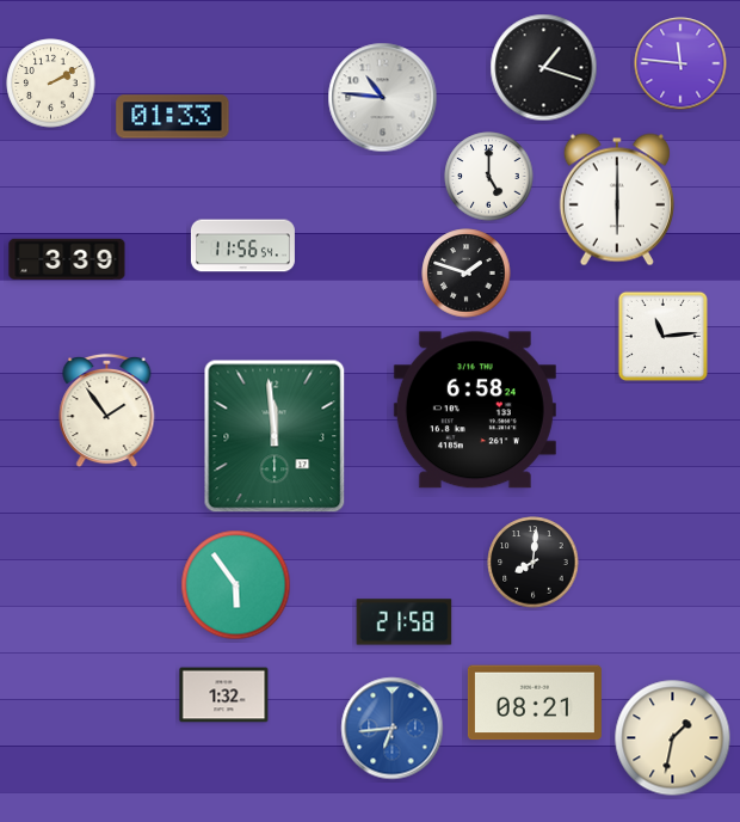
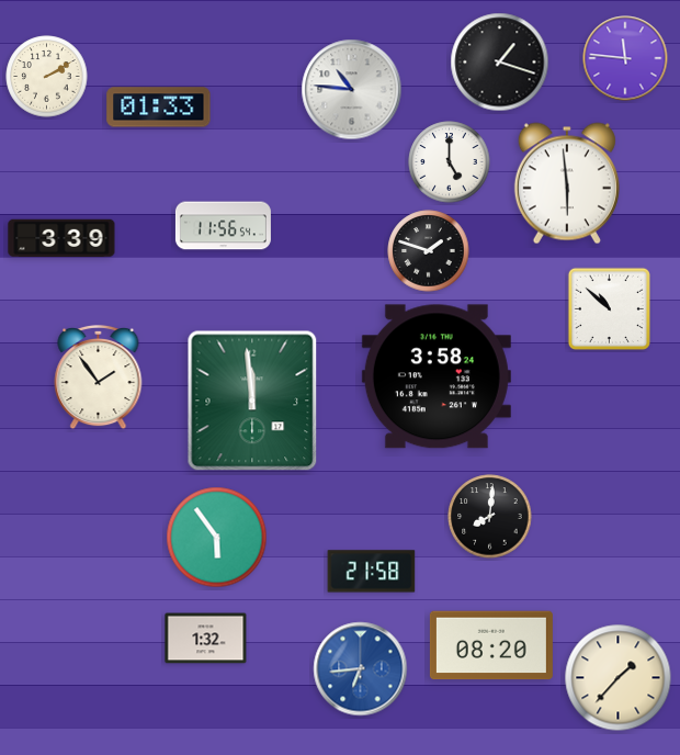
clock at (617, 200): 6:00 -> 5:59
clock at (662, 336): 11:14 -> 10:52
clock at (475, 410): 6:58 -> 3:58
clock at (535, 703): 08:21 -> 08:20
clock at (673, 738): 1:32 -> 1:37
